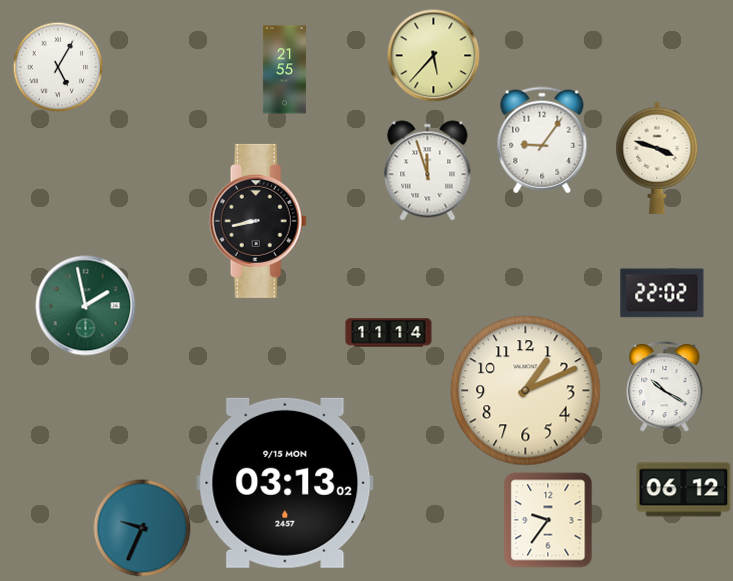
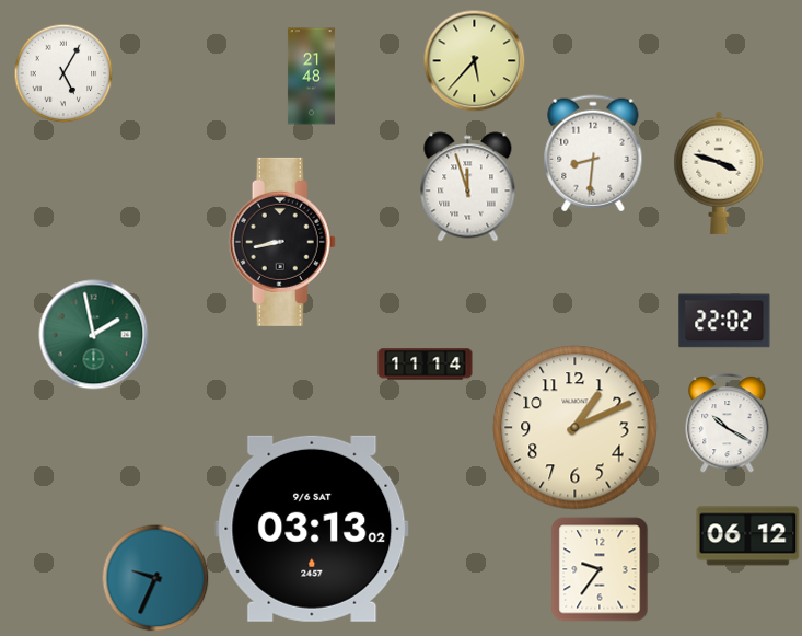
clock at (284, 70): 21:55 -> 21:48
clock at (542, 140): 9:06 -> 8:31
clock at (285, 483) date: 9/15 MON -> 9/6 SAT
